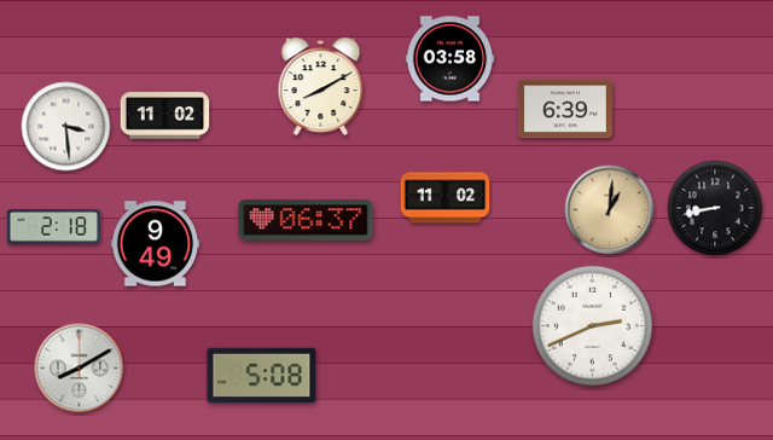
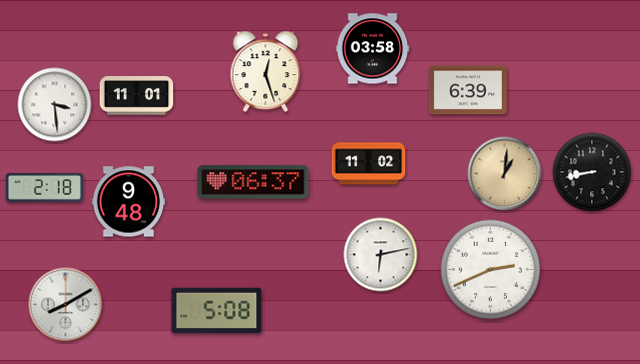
clock at (321, 87): 8:10 -> 12:27
clock at (165, 116): 11:02 -> 11:01
clock at (156, 244): 9:49 -> 9:48
clock at (381, 255): none -> 6:13
